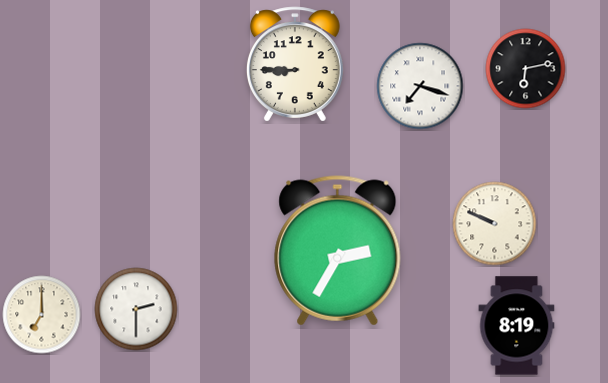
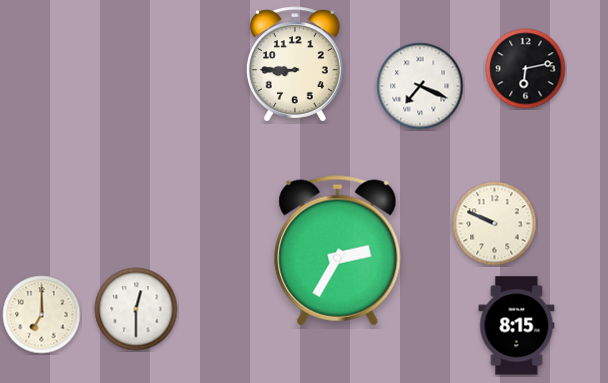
clock at (420, 86): 7:18 -> 7:19
clock at (136, 309): 2:30 -> 12:30
clock at (517, 326): 8:19 -> 8:15
